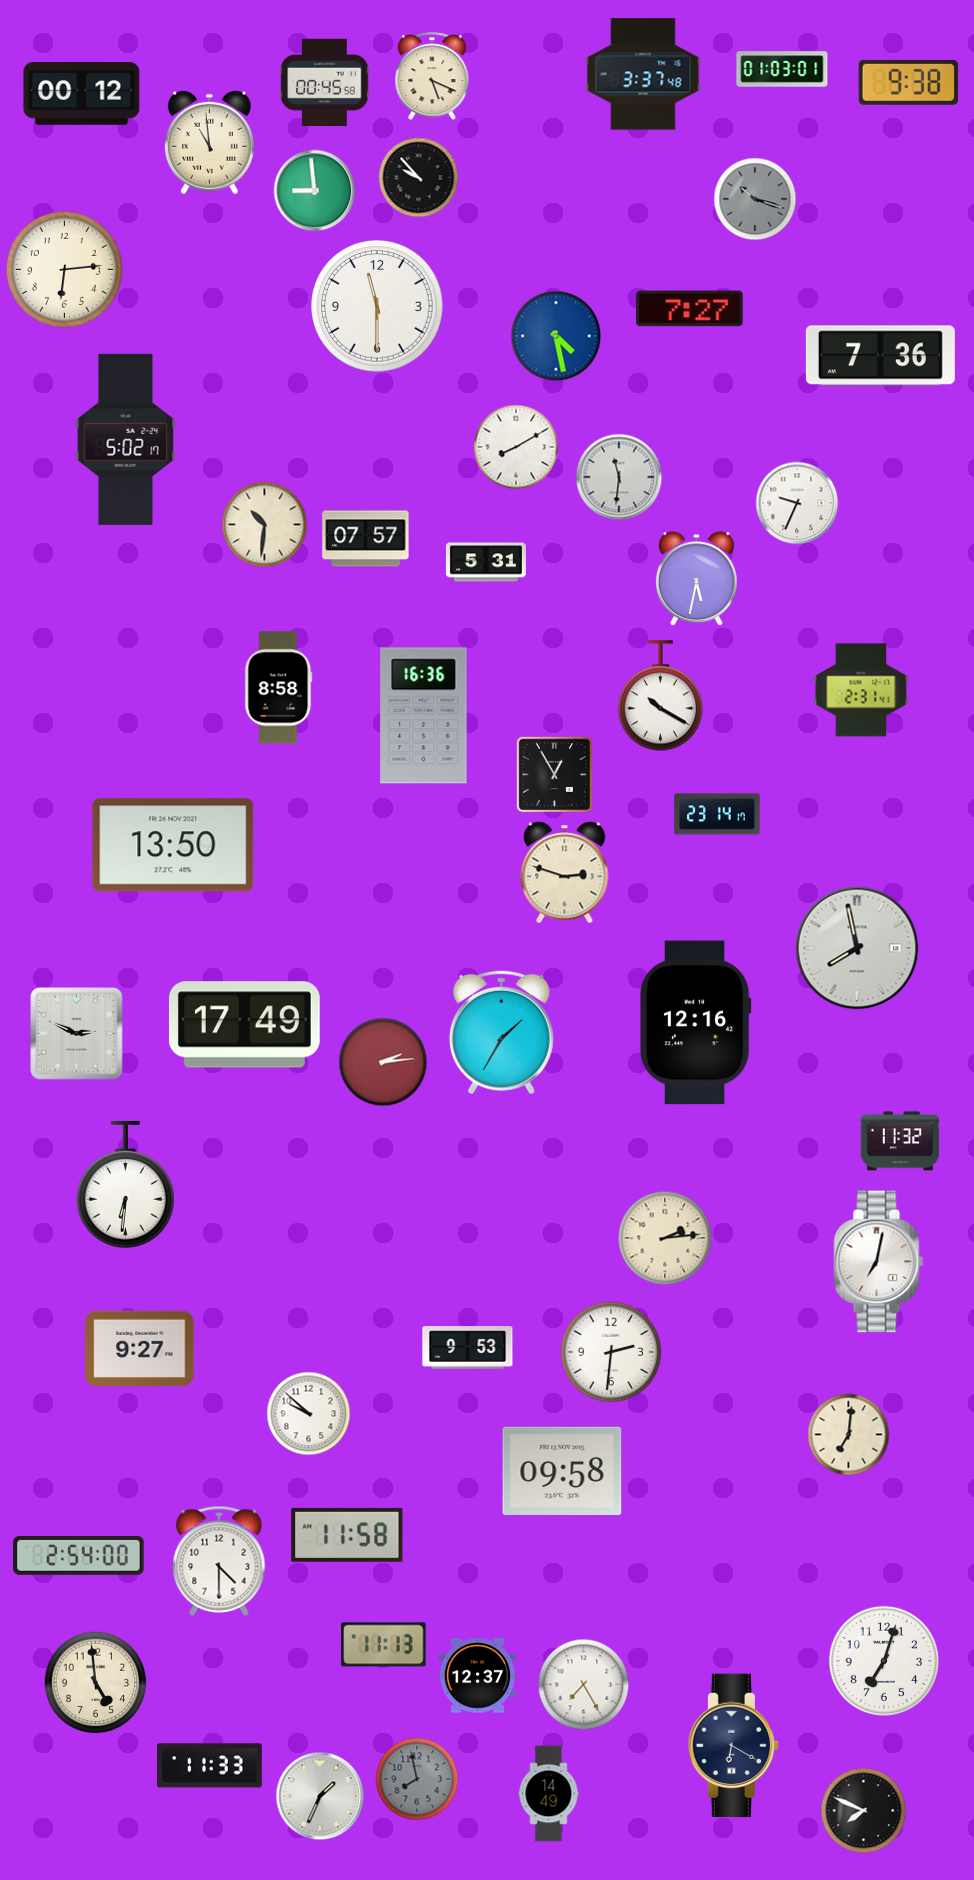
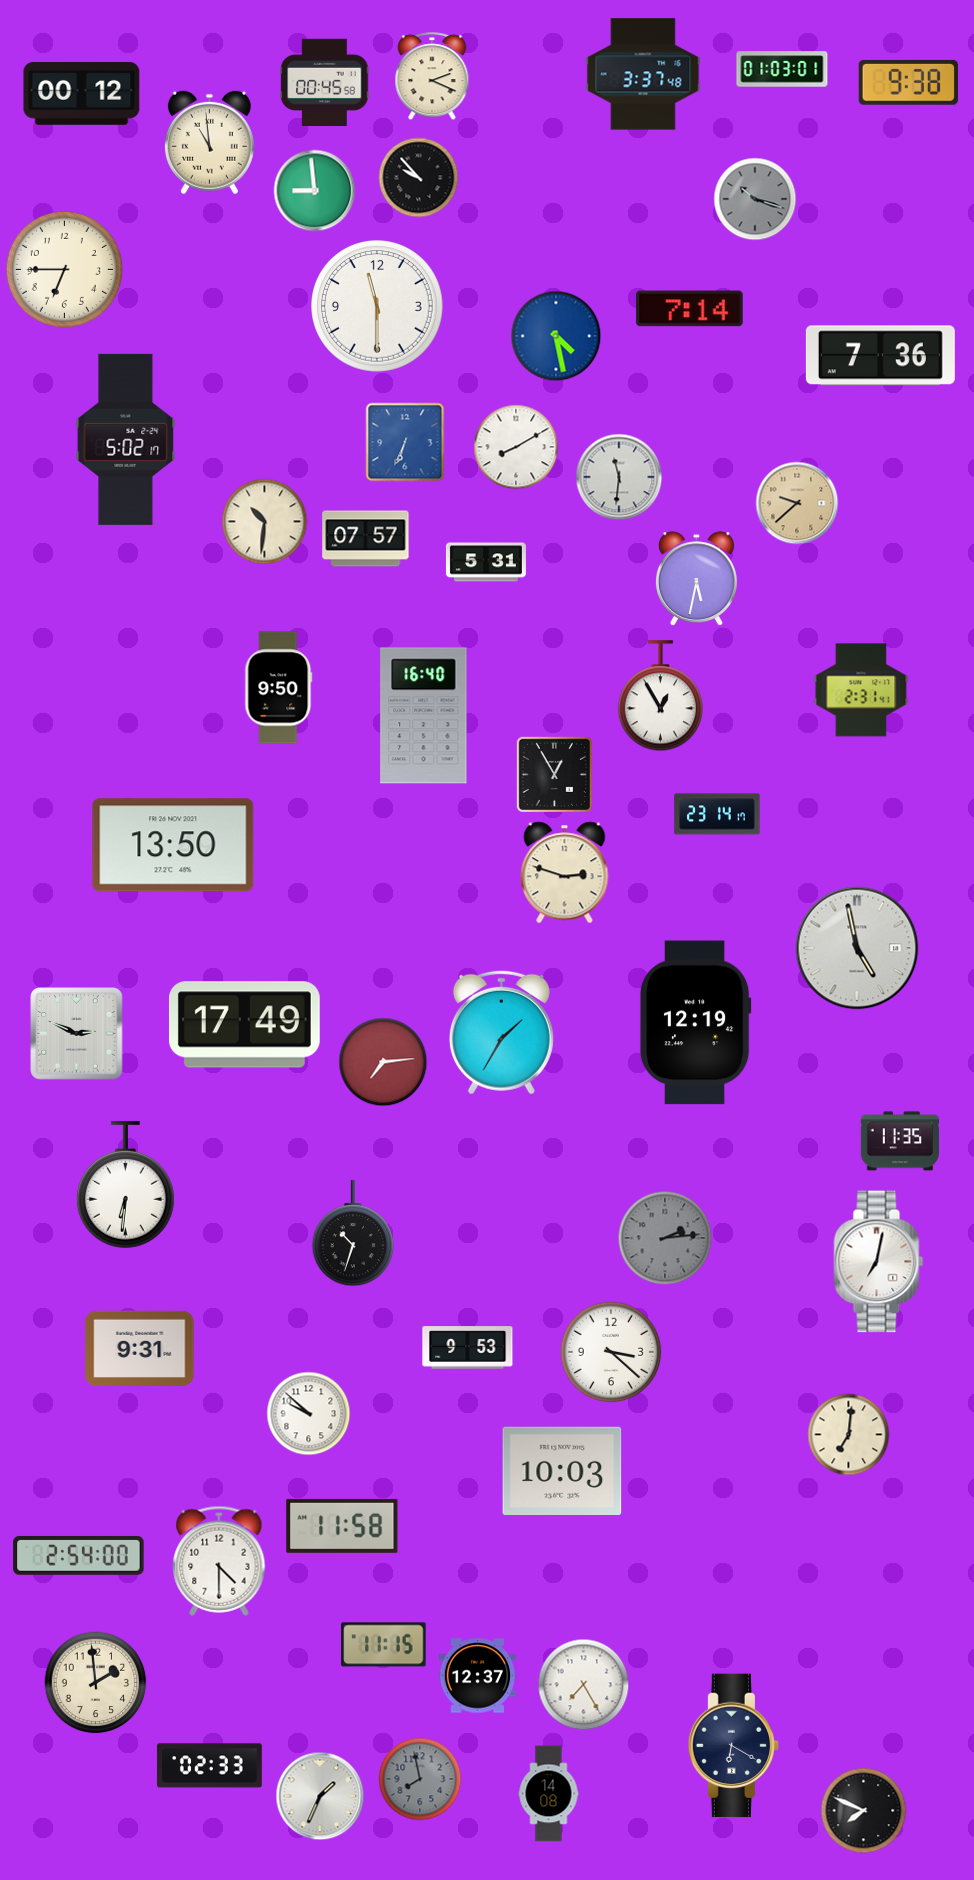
clock at (432, 77): 5:19 -> 2:19
clock at (64, 269): 6:14 -> 6:45
clock at (690, 309): 7:27 -> 7:14
clock at (405, 442): none -> 6:34
clock at (797, 503): 9:34 -> 9:38
clock at (797, 503) dial: white -> champagne
clock at (265, 525) position: (265, 525) -> (265, 522)
clock at (279, 688): 8:58 -> 9:50
clock at (660, 696): 10:20 -> 12:55
clock at (424, 716): 16:36 -> 16:40
clock at (857, 948): 7:58 -> 4:58
clock at (695, 1023): 12:16 -> 12:19
clock at (383, 1062): 2:14 -> 7:14
clock at (900, 1141): 11:32 -> 11:35
clock at (352, 1234): none -> 10:33
clock at (665, 1238) dial: cream -> grey
clock at (140, 1348): 9:27 -> 9:31
clock at (611, 1352): 2:31 -> 3:22
clock at (562, 1470): 09:58 -> 10:03
clock at (347, 1535) position: (347, 1535) -> (342, 1526)
clock at (384, 1645): 11:13 -> 11:15
clock at (883, 1660): 7:03 -> none
clock at (96, 1683): 4:59 -> 1:59
clock at (209, 1766): 11:33 -> 02:33
clock at (417, 1779) position: (417, 1779) -> (420, 1779)
clock at (549, 1794): 14:49 -> 14:08
